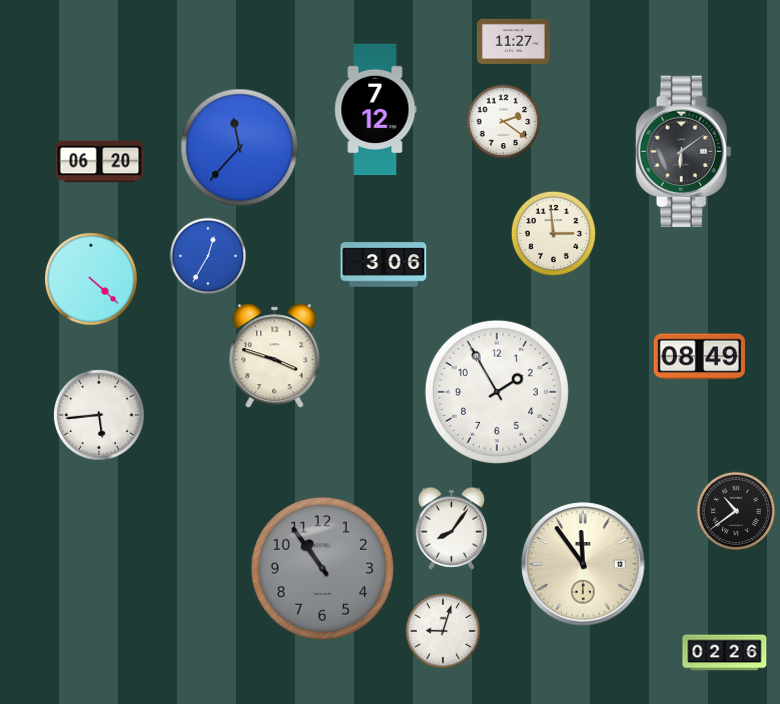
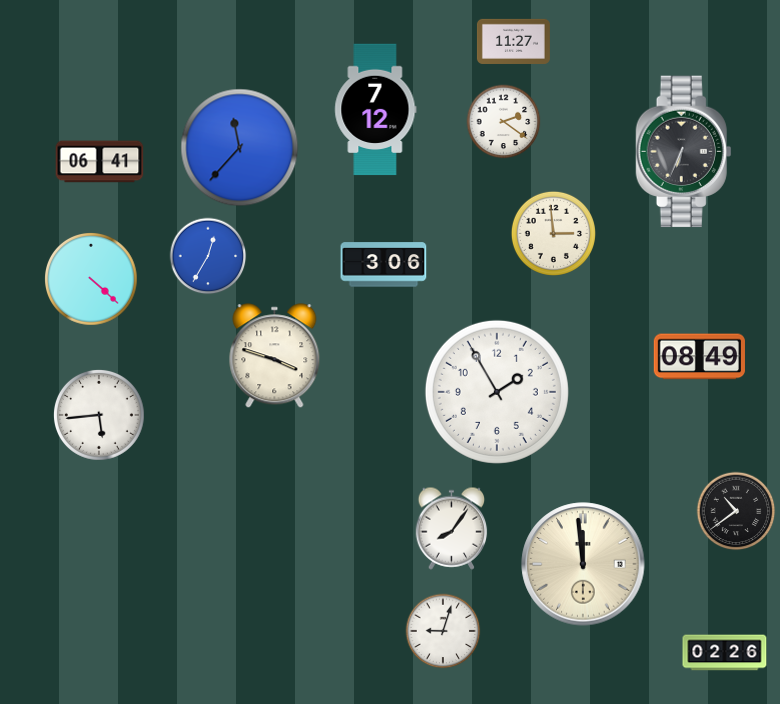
clock at (684, 152): 6:09 -> 6:34
clock at (100, 162): 06:20 -> 06:41
clock at (583, 564): 11:54 -> 11:59
clock at (322, 568): 10:54 -> none
